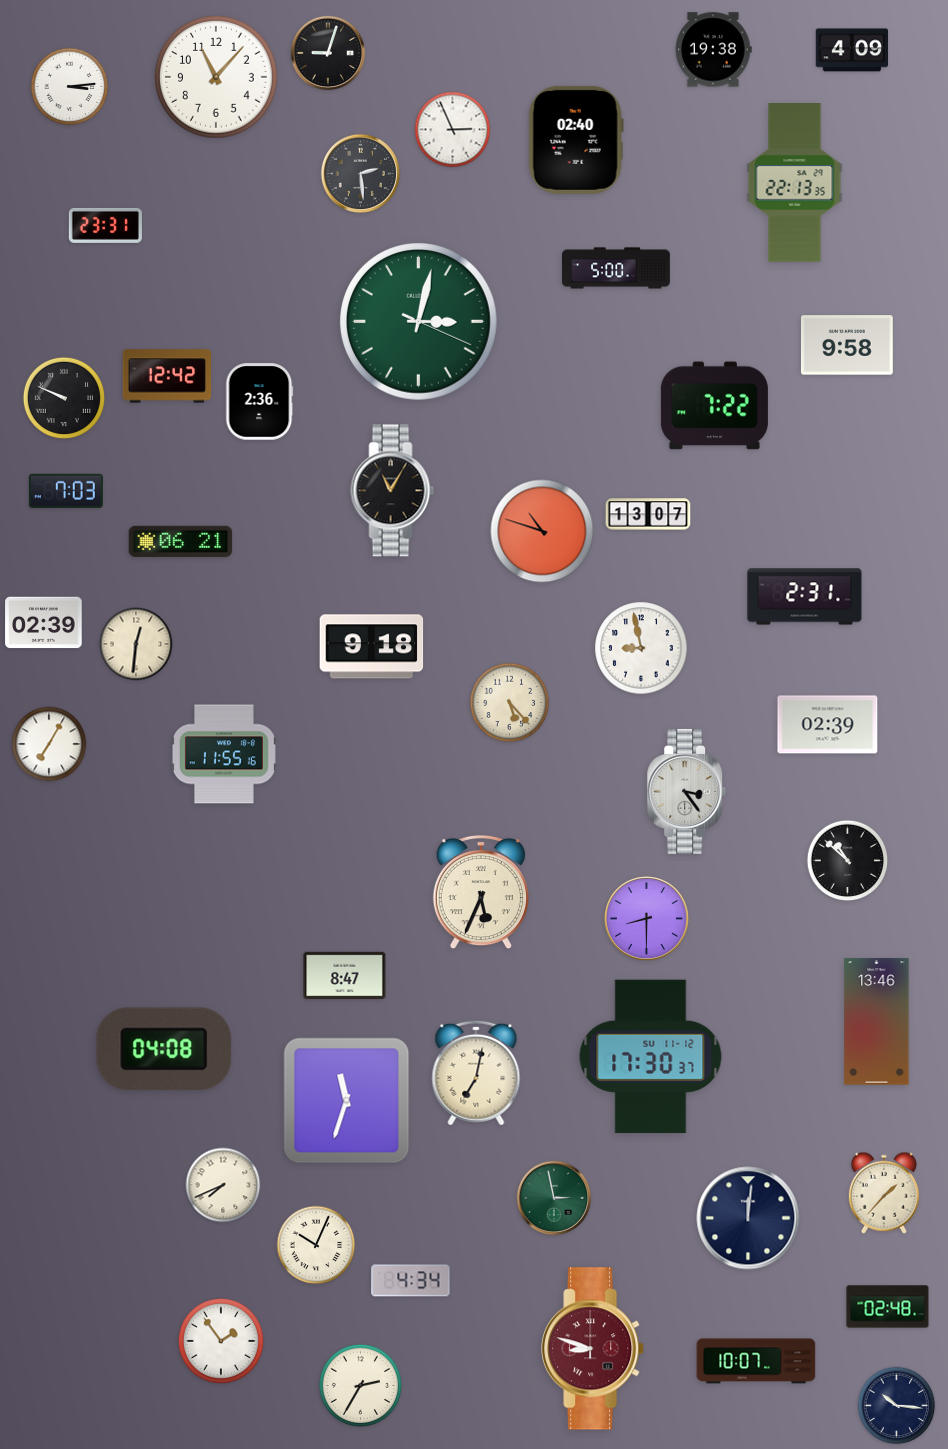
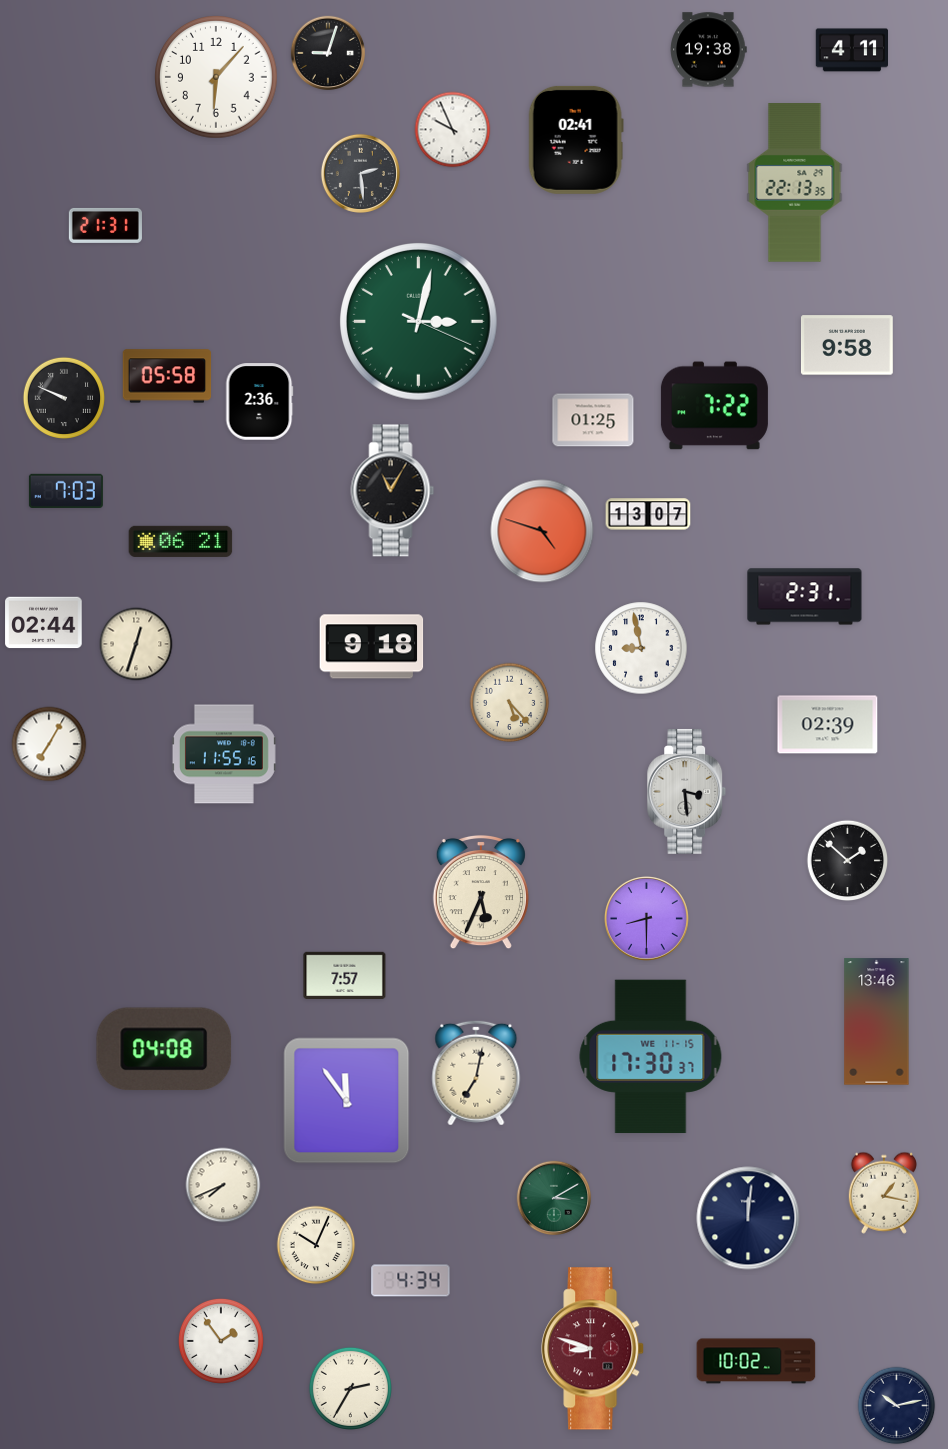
clock at (714, 50) position: (714, 50) -> (709, 50)
clock at (851, 50): 4:09 -> 4:11
clock at (217, 78): 11:07 -> 6:07
clock at (70, 87): 3:14 -> none
clock at (453, 130): 2:56 -> 9:56
clock at (576, 140): 02:40 -> 02:41
clock at (105, 225): 23:31 -> 21:31
clock at (617, 268): 5:00 -> none
clock at (167, 376): 12:42 -> 05:58
clock at (593, 420): none -> 01:25
clock at (542, 531): 10:48 -> 4:48
clock at (44, 623): 02:39 -> 02:44
clock at (136, 644): 12:31 -> 12:33
clock at (687, 791): 3:24 -> 3:29
clock at (848, 861): 10:52 -> 1:52
clock at (345, 975): 8:47 -> 7:57
clock at (651, 1057) date: SU 11-12 -> WE 11-15
clock at (347, 1101): 11:33 -> 11:54
clock at (884, 1193): 1:37 -> 1:17
clock at (554, 1198): 2:58 -> 3:10
clock at (888, 1307): 02:48 -> none
clock at (756, 1361): 10:07 -> 10:02
clock at (360, 1385) position: (360, 1385) -> (350, 1388)
clock at (897, 1406): 10:16 -> 10:13
